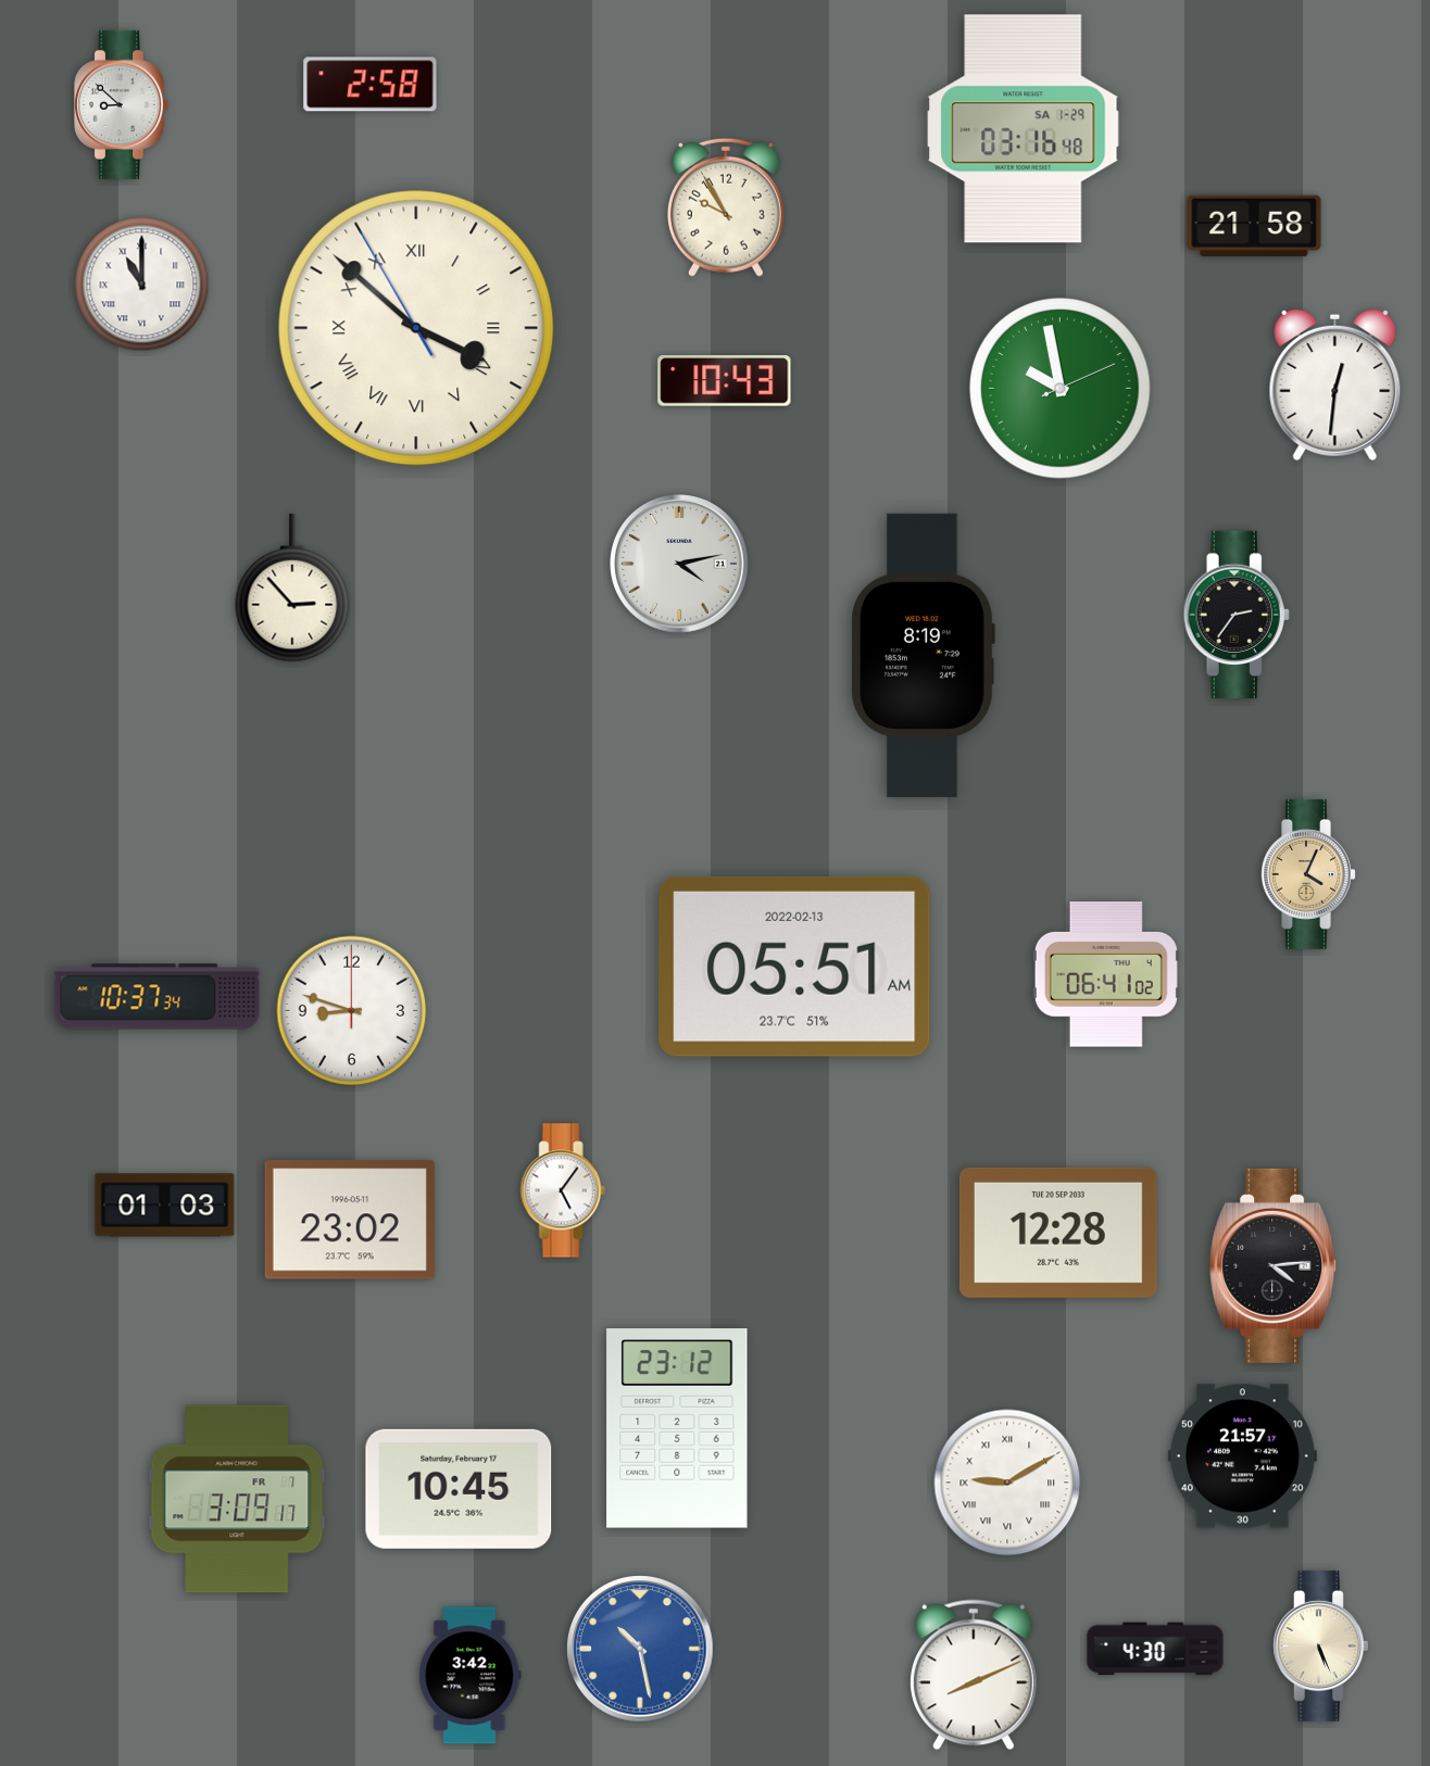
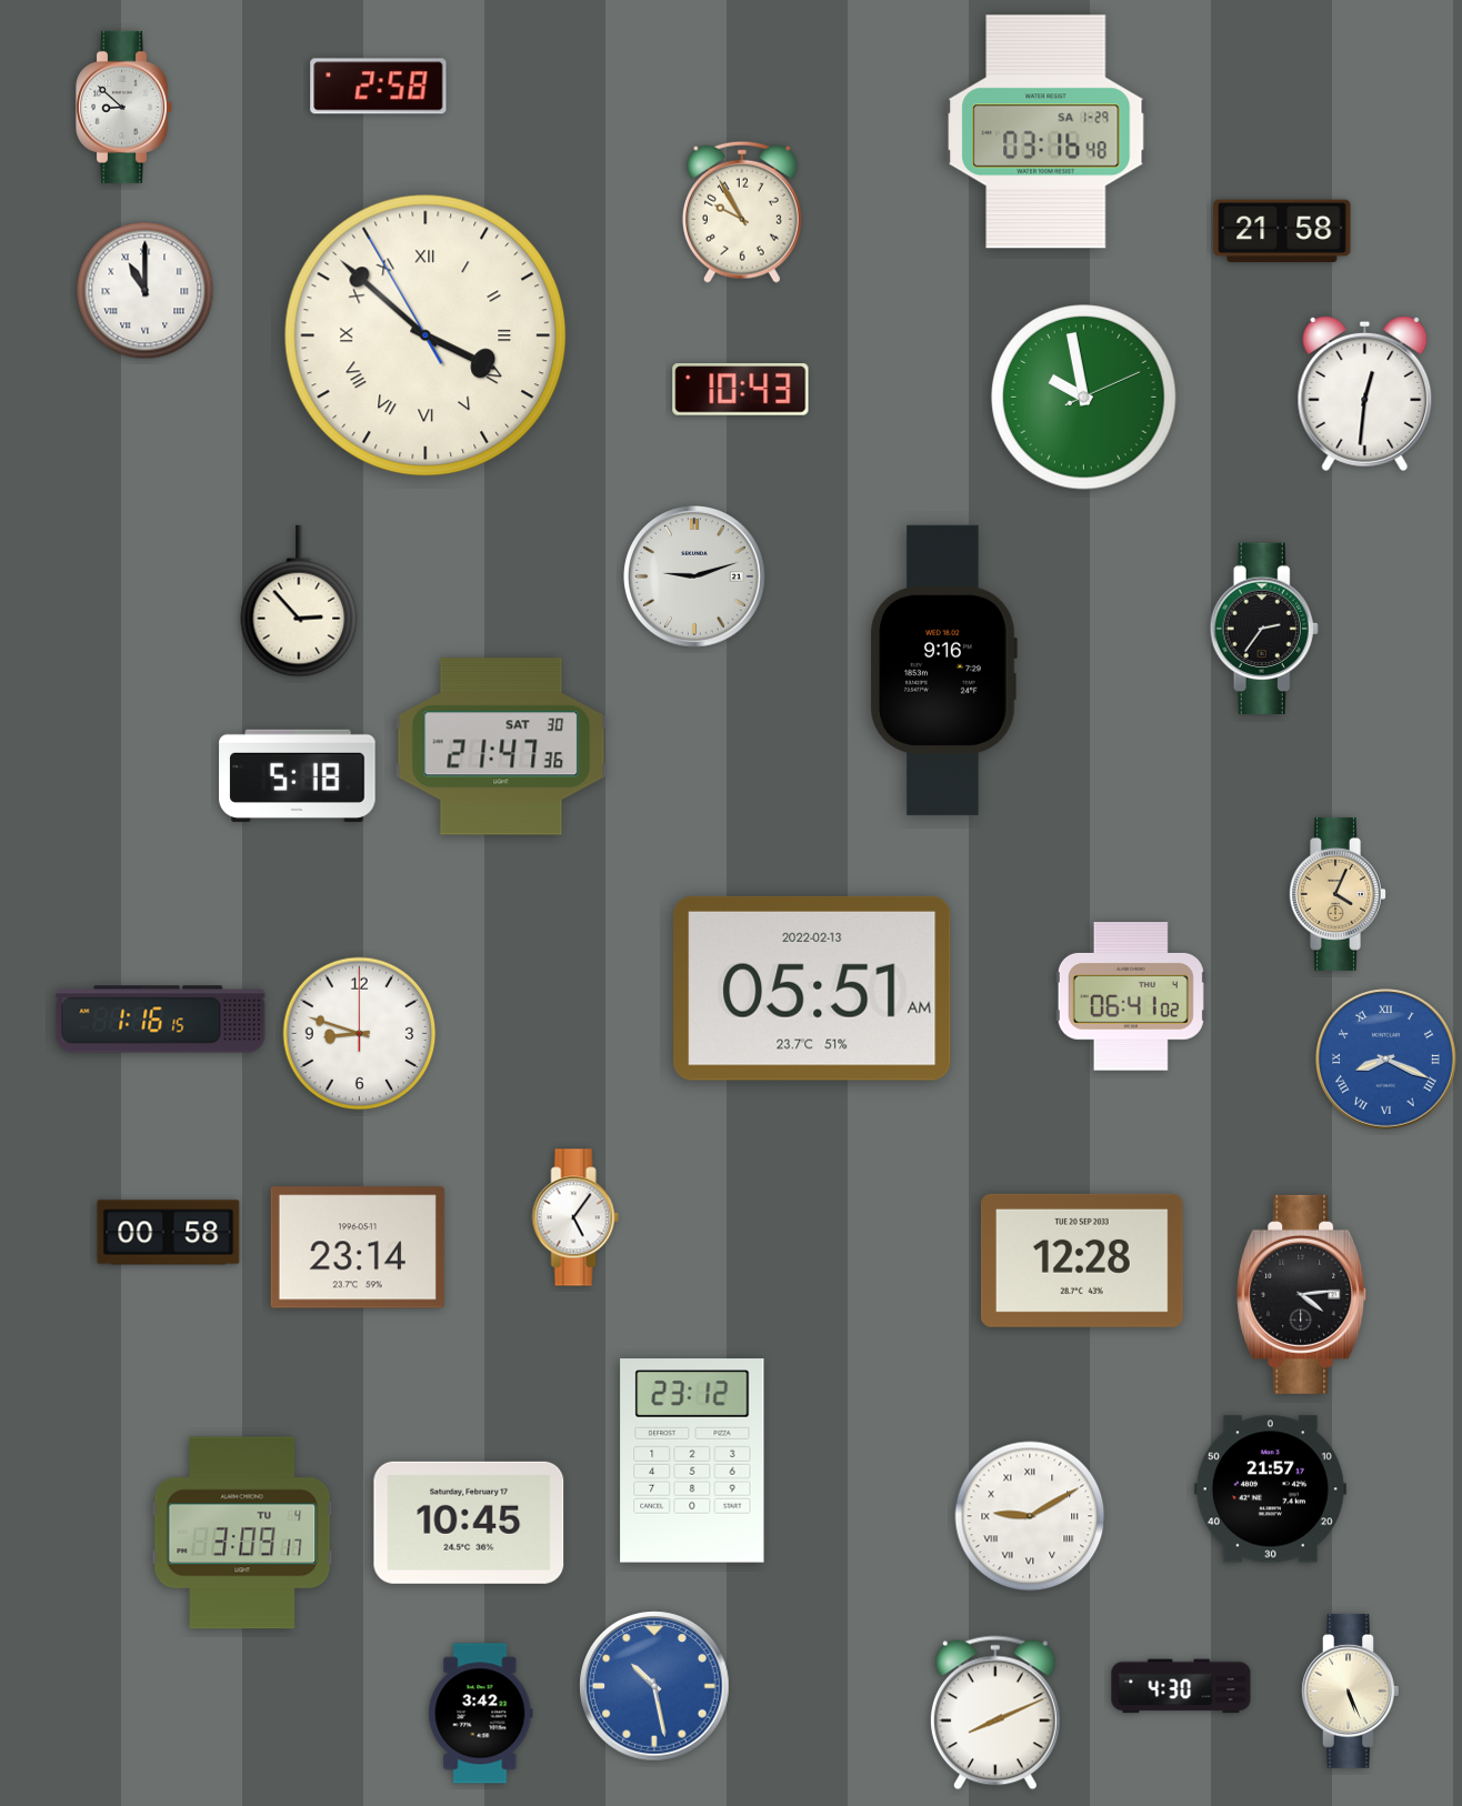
clock at (679, 564): 4:13 -> 9:12
clock at (924, 655): 8:19 -> 9:16
clock at (501, 746): none -> 21:47
clock at (298, 775): none -> 5:18
clock at (158, 997): 10:37 -> 1:16
clock at (1386, 1060): none -> 8:19
clock at (165, 1206): 01:03 -> 00:58
clock at (350, 1220): 23:02 -> 23:14
clock at (237, 1499) date: FR 7 -> TU 4
clock at (1321, 1645) position: (1321, 1645) -> (1351, 1690)
